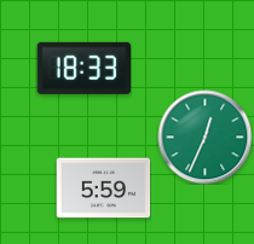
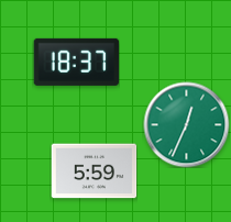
clock at (83, 68): 18:33 -> 18:37
